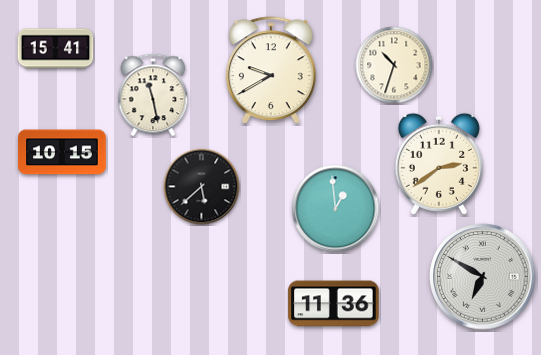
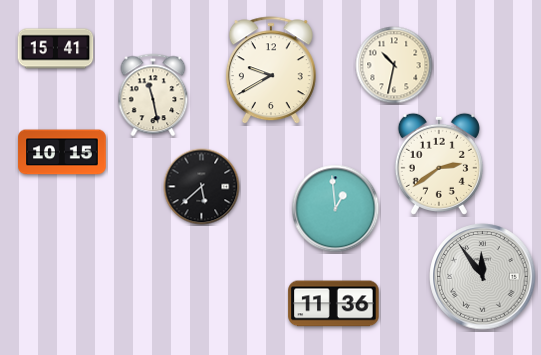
clock at (394, 65): 10:33 -> 10:32
clock at (483, 277): 6:50 -> 11:54
